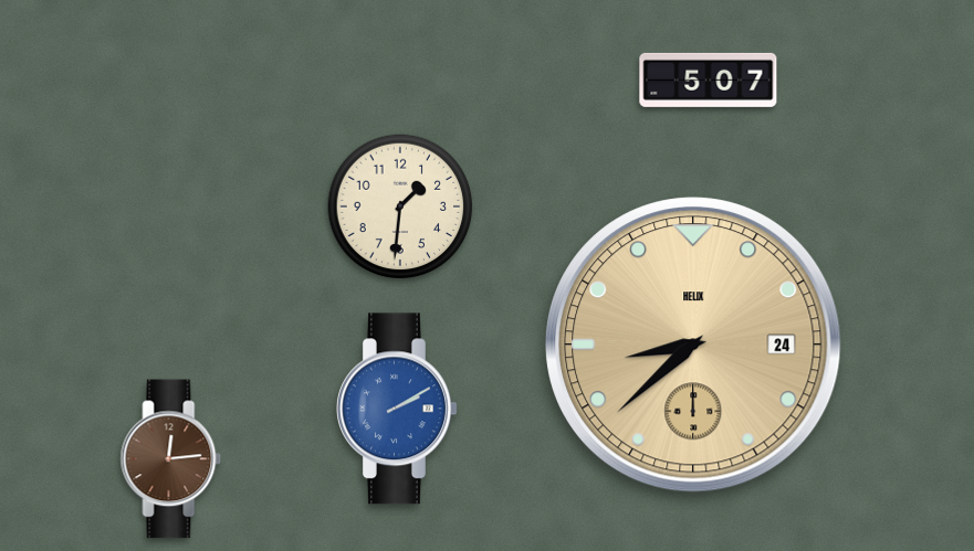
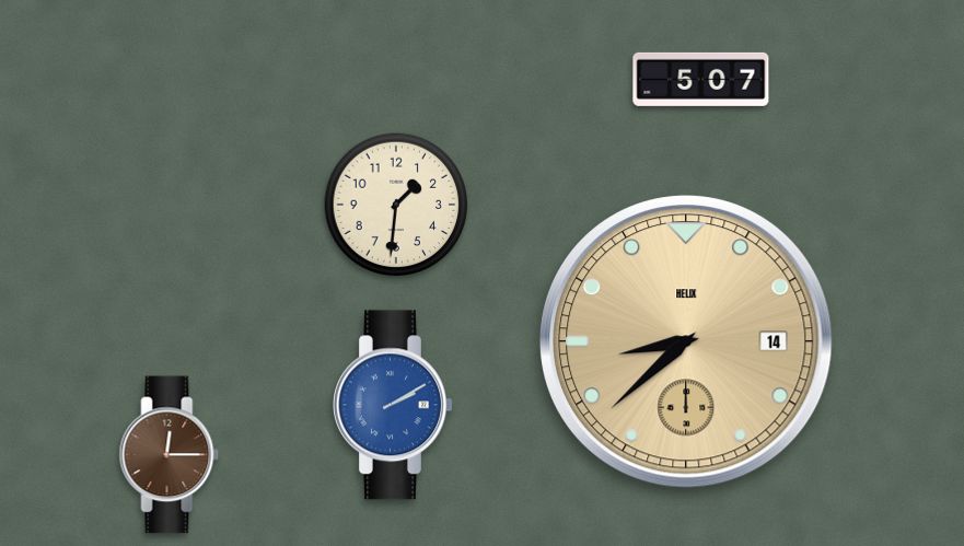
clock at (693, 345) date: 24 -> 14
clock at (171, 459): 12:14 -> 12:15
